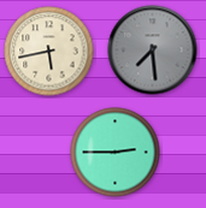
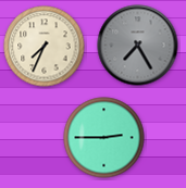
clock at (153, 50): 7:29 -> 7:25
clock at (49, 52): 5:43 -> 7:34
